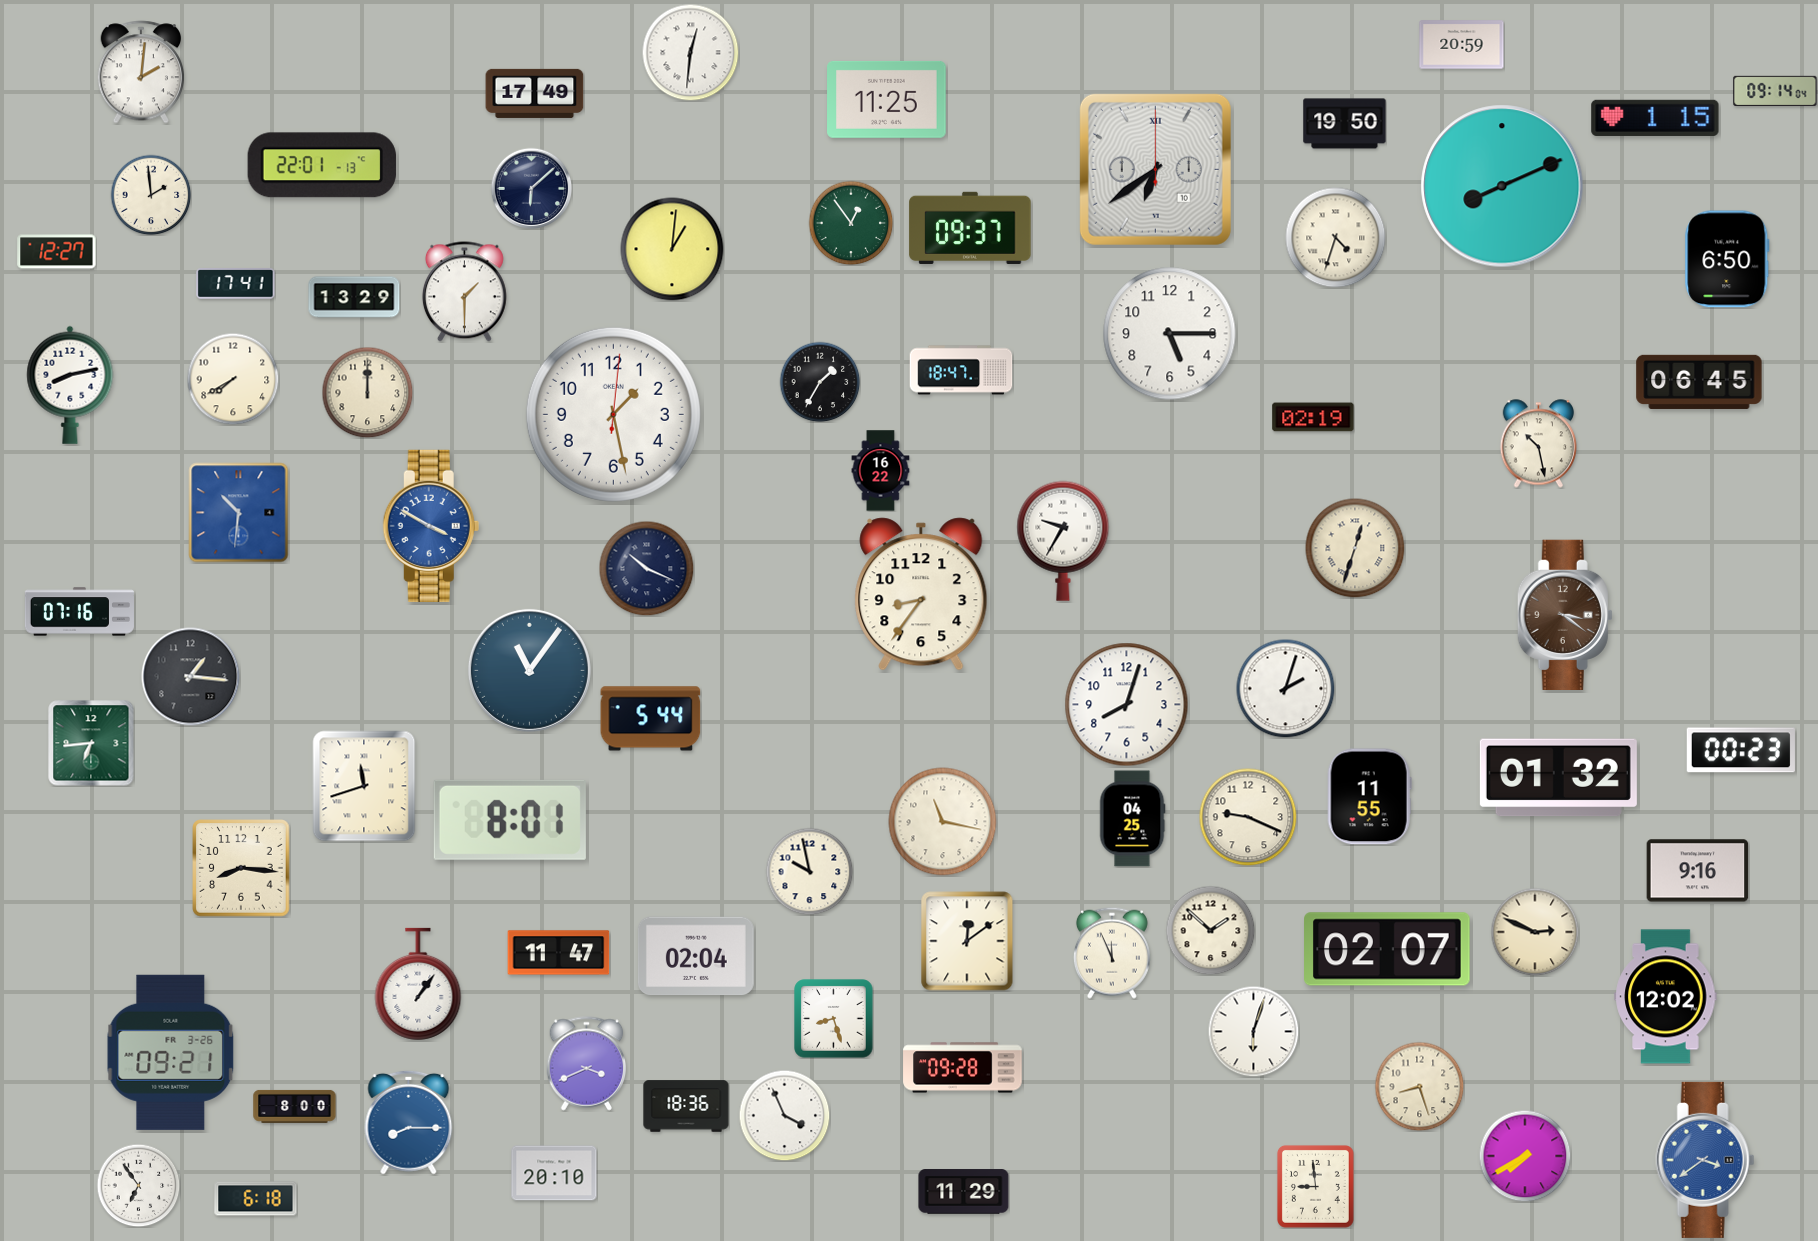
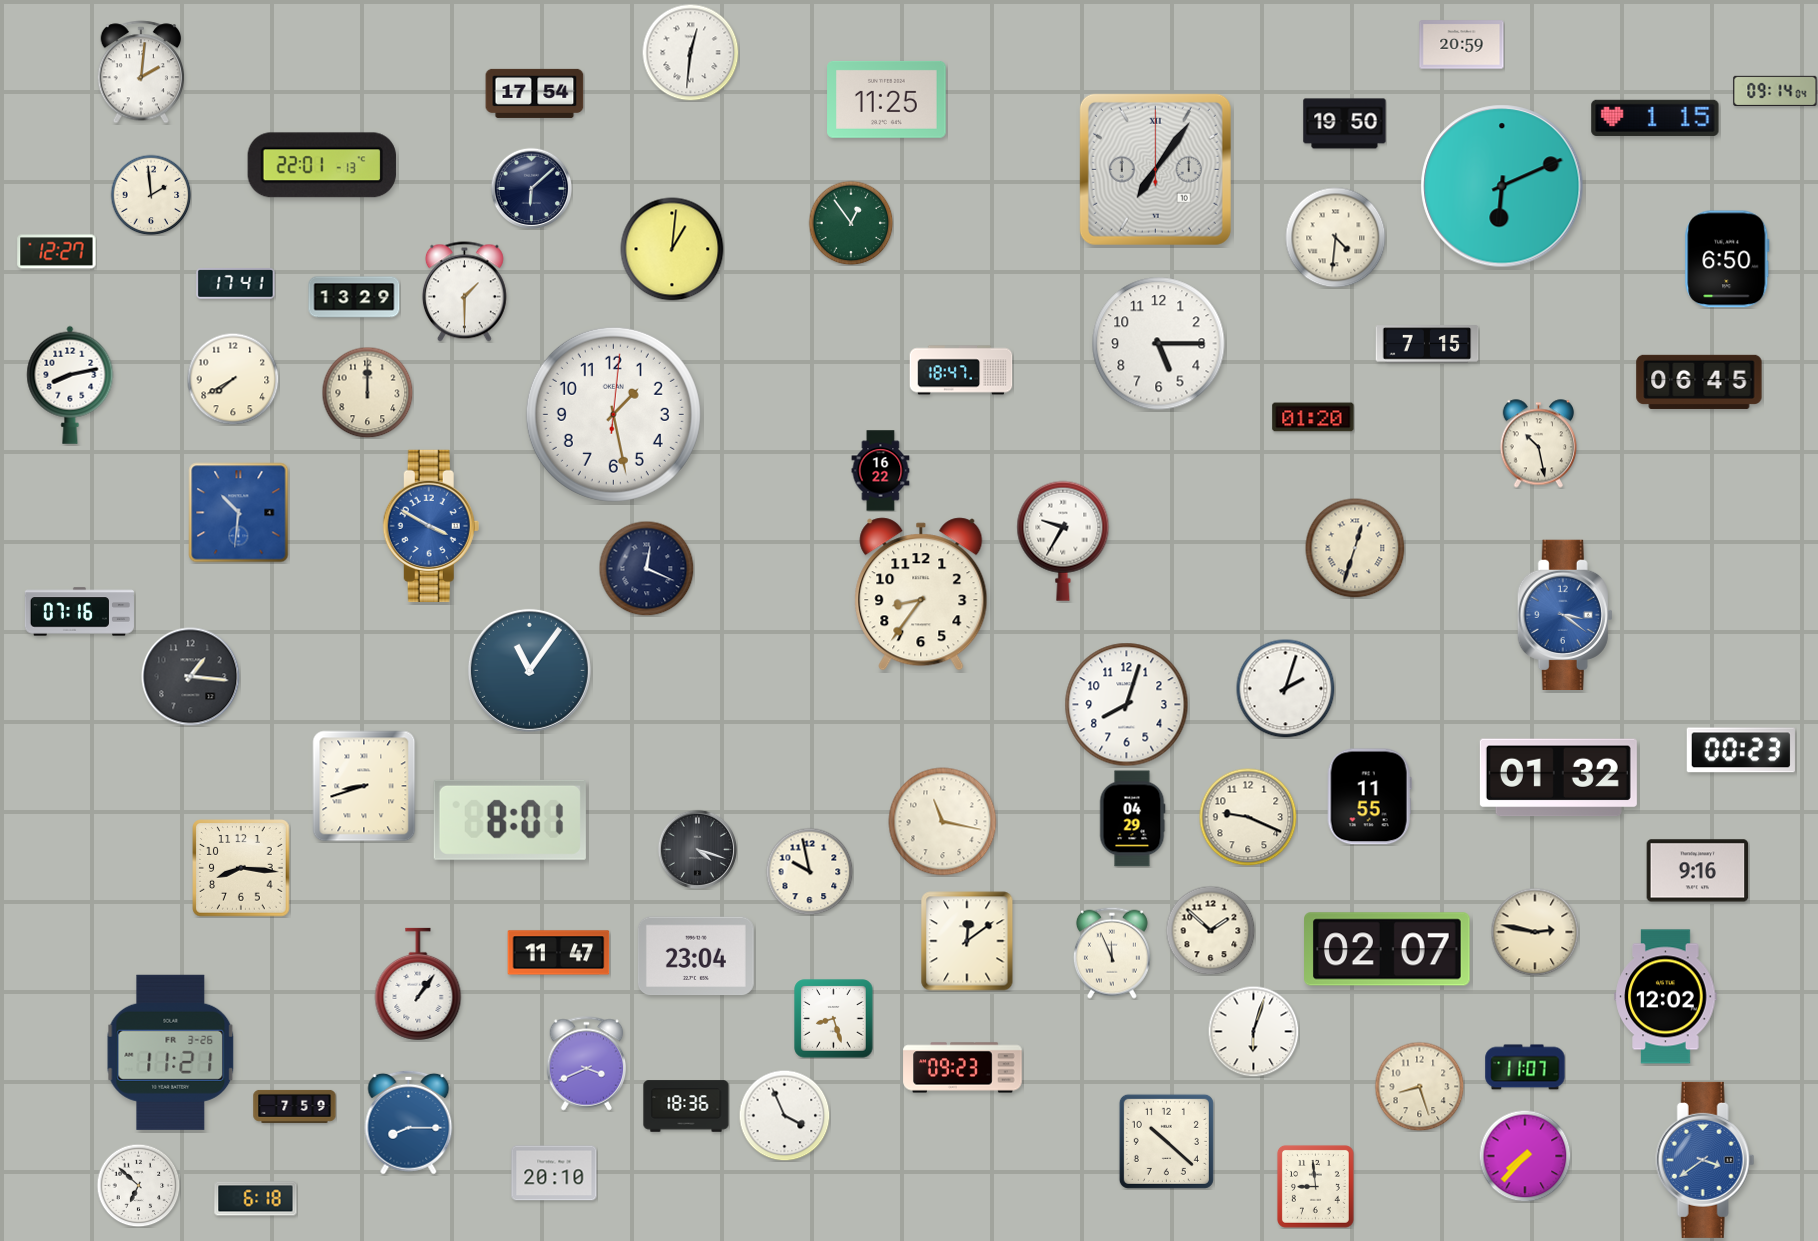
clock at (535, 93): 17:49 -> 17:54
clock at (1155, 169): 6:39 -> 7:06
clock at (1502, 186): 8:11 -> 6:11
clock at (970, 228): 09:37 -> none
clock at (1336, 238): 4:33 -> 4:31
clock at (1170, 334) position: (1170, 334) -> (1159, 344)
clock at (1427, 344): none -> 7:15
clock at (820, 382): 1:35 -> none
clock at (1313, 417): 02:19 -> 01:20
clock at (646, 568): 10:19 -> 12:19
clock at (1565, 614) dial: brown -> blue
clock at (651, 719): 5:44 -> none
clock at (91, 743): 6:44 -> none
clock at (364, 786): 11:42 -> 8:42
clock at (1132, 819): 04:25 -> 04:29
clock at (697, 849): none -> 4:18
clock at (1535, 932): 2:49 -> 2:47
clock at (696, 956): 02:04 -> 23:04
clock at (171, 1052): 09:21 -> 11:21
clock at (1525, 1067): none -> 11:07
clock at (963, 1068): 09:28 -> 09:23
clock at (295, 1106): 8:00 -> 7:59
clock at (1166, 1141): none -> 10:22
clock at (1525, 1156): 7:40 -> 7:37
clock at (138, 1185): 6:54 -> 6:52
clock at (964, 1192): 11:29 -> none
